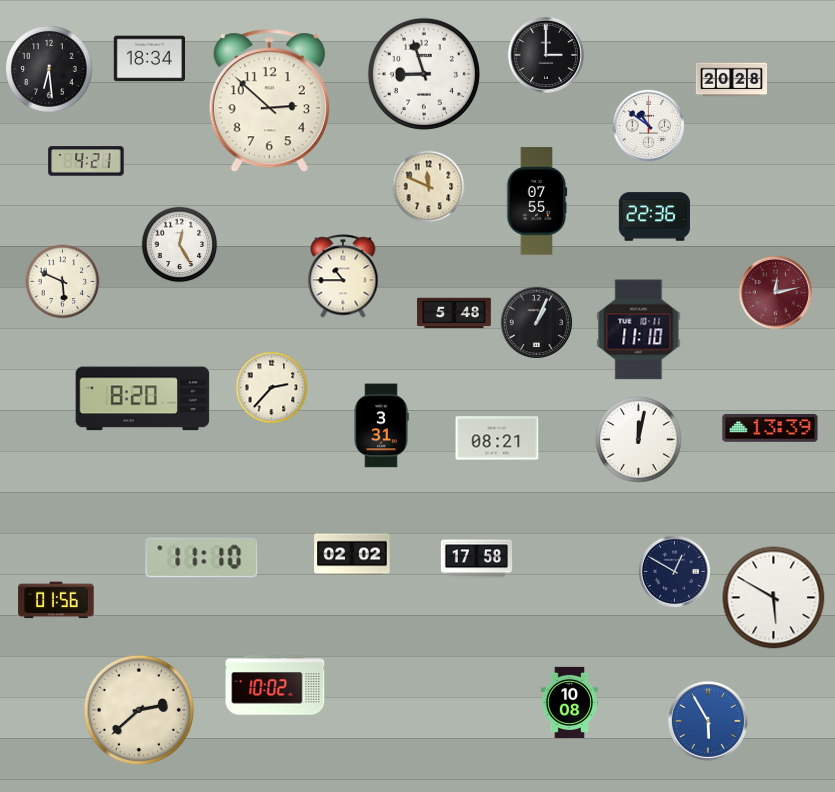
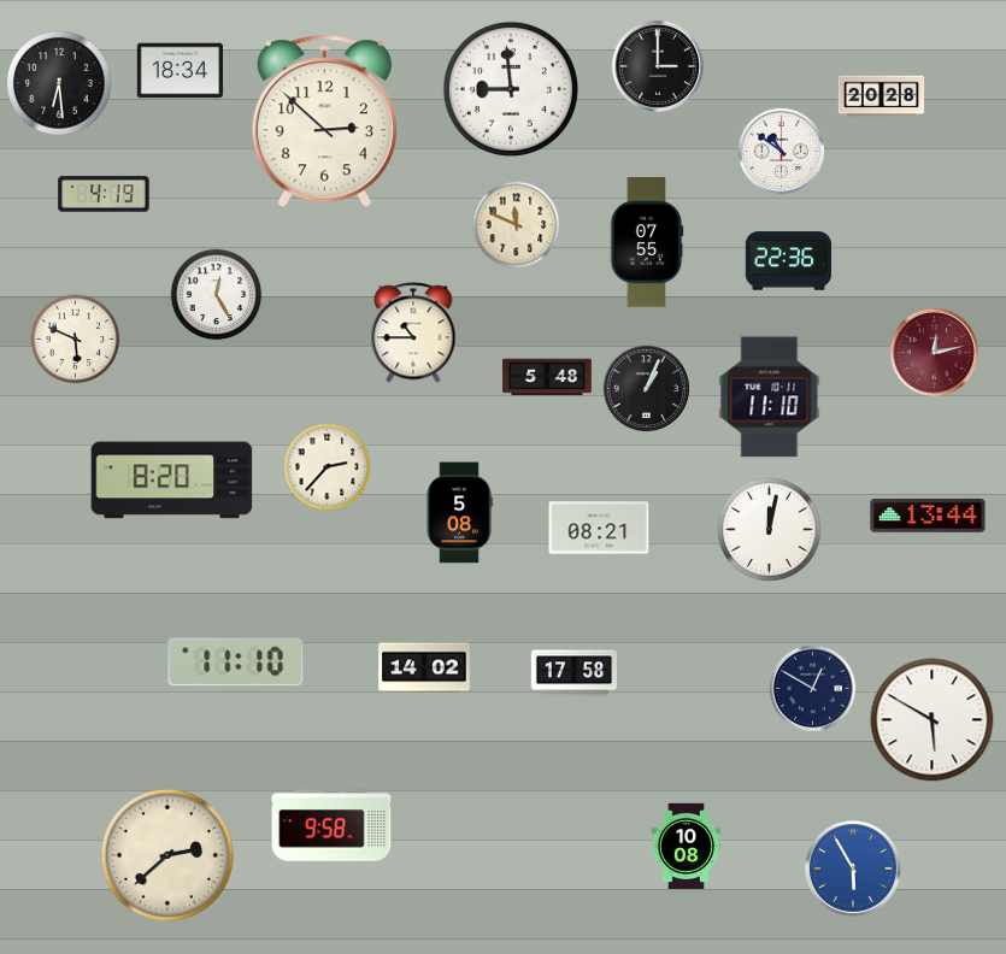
clock at (424, 74): 8:57 -> 8:59
clock at (86, 161): 4:21 -> 4:19
clock at (381, 426): 3:31 -> 5:08
clock at (770, 428): 13:39 -> 13:44
clock at (352, 554): 02:02 -> 14:02
clock at (202, 558) position: (202, 558) -> (236, 662)
clock at (56, 600): 01:56 -> none
clock at (275, 685): 10:02 -> 9:58
